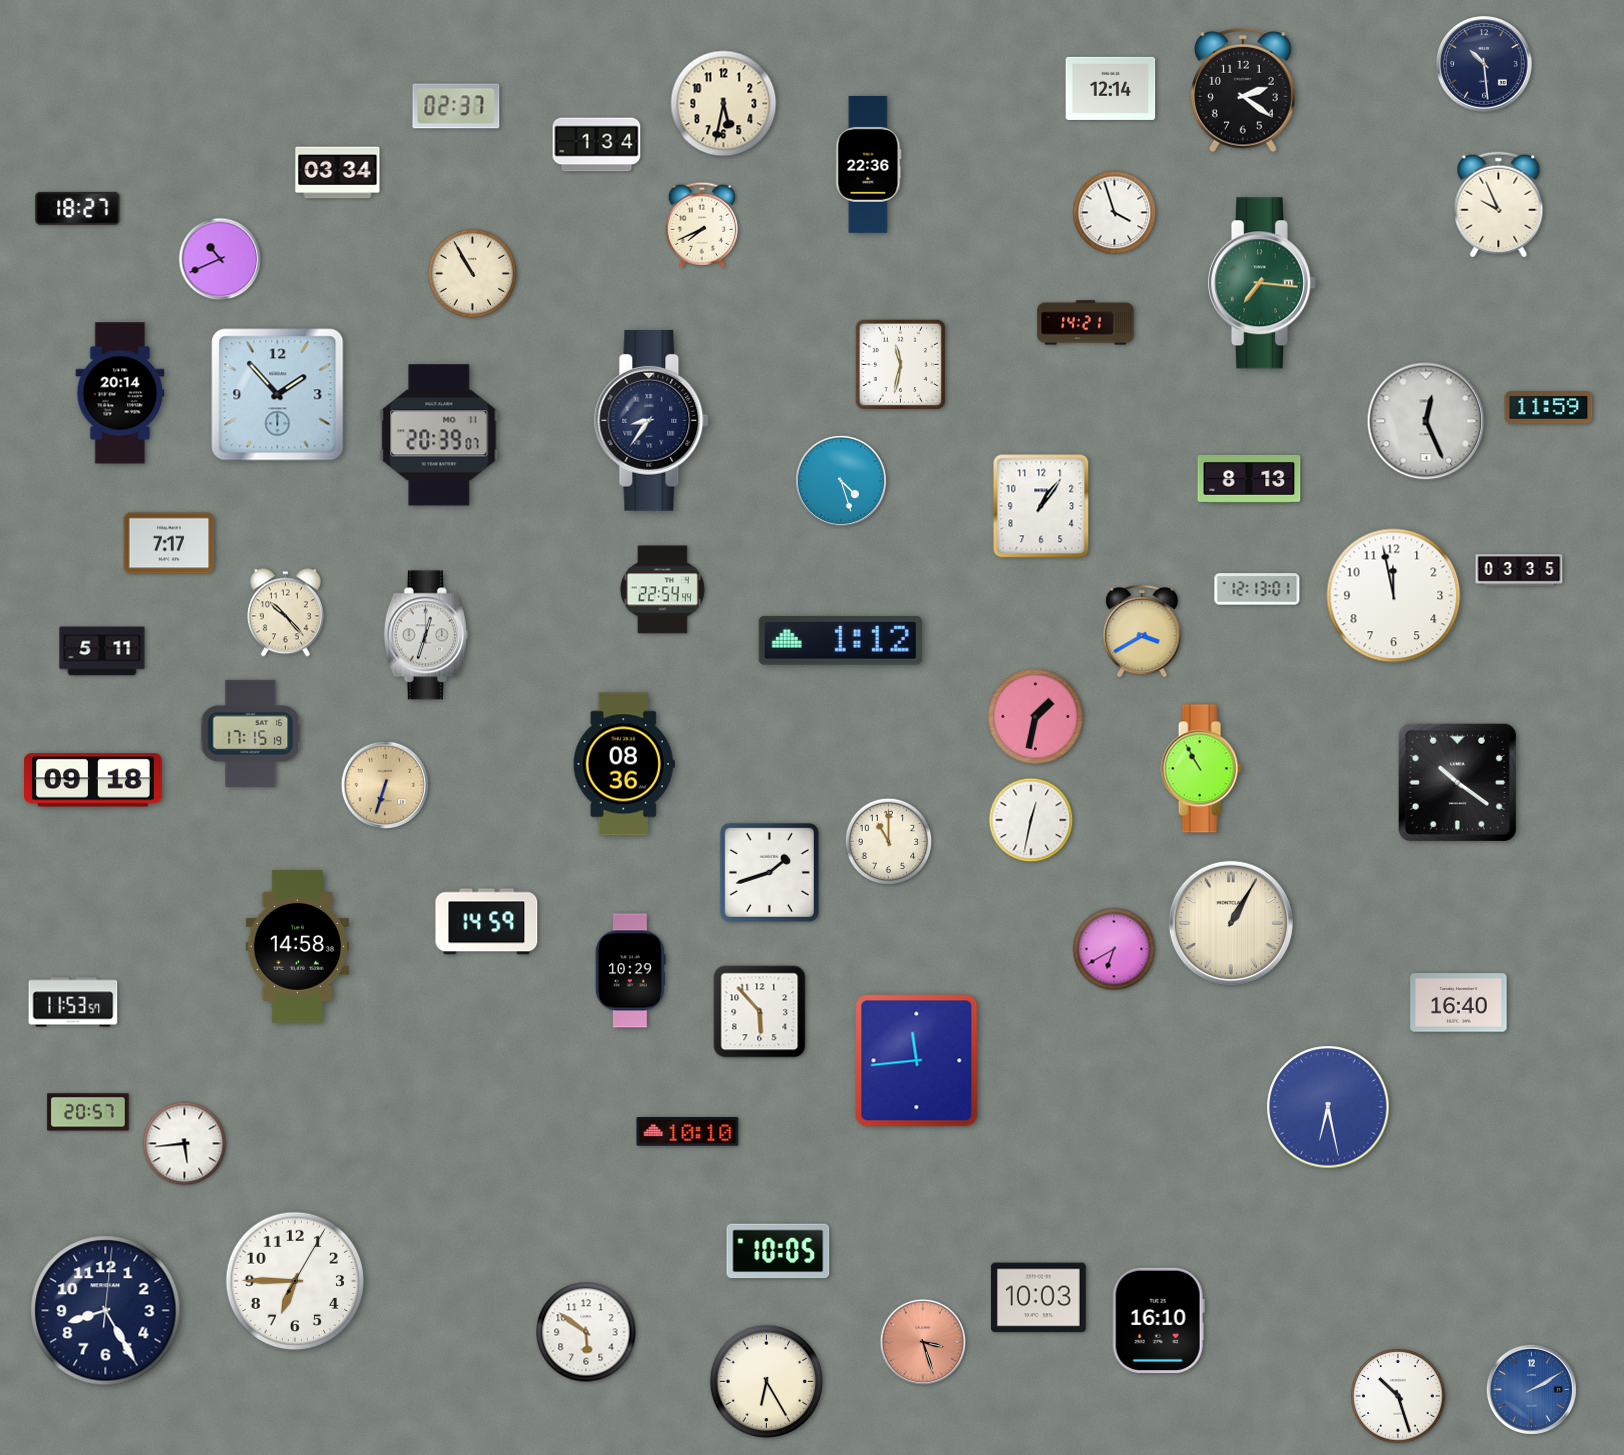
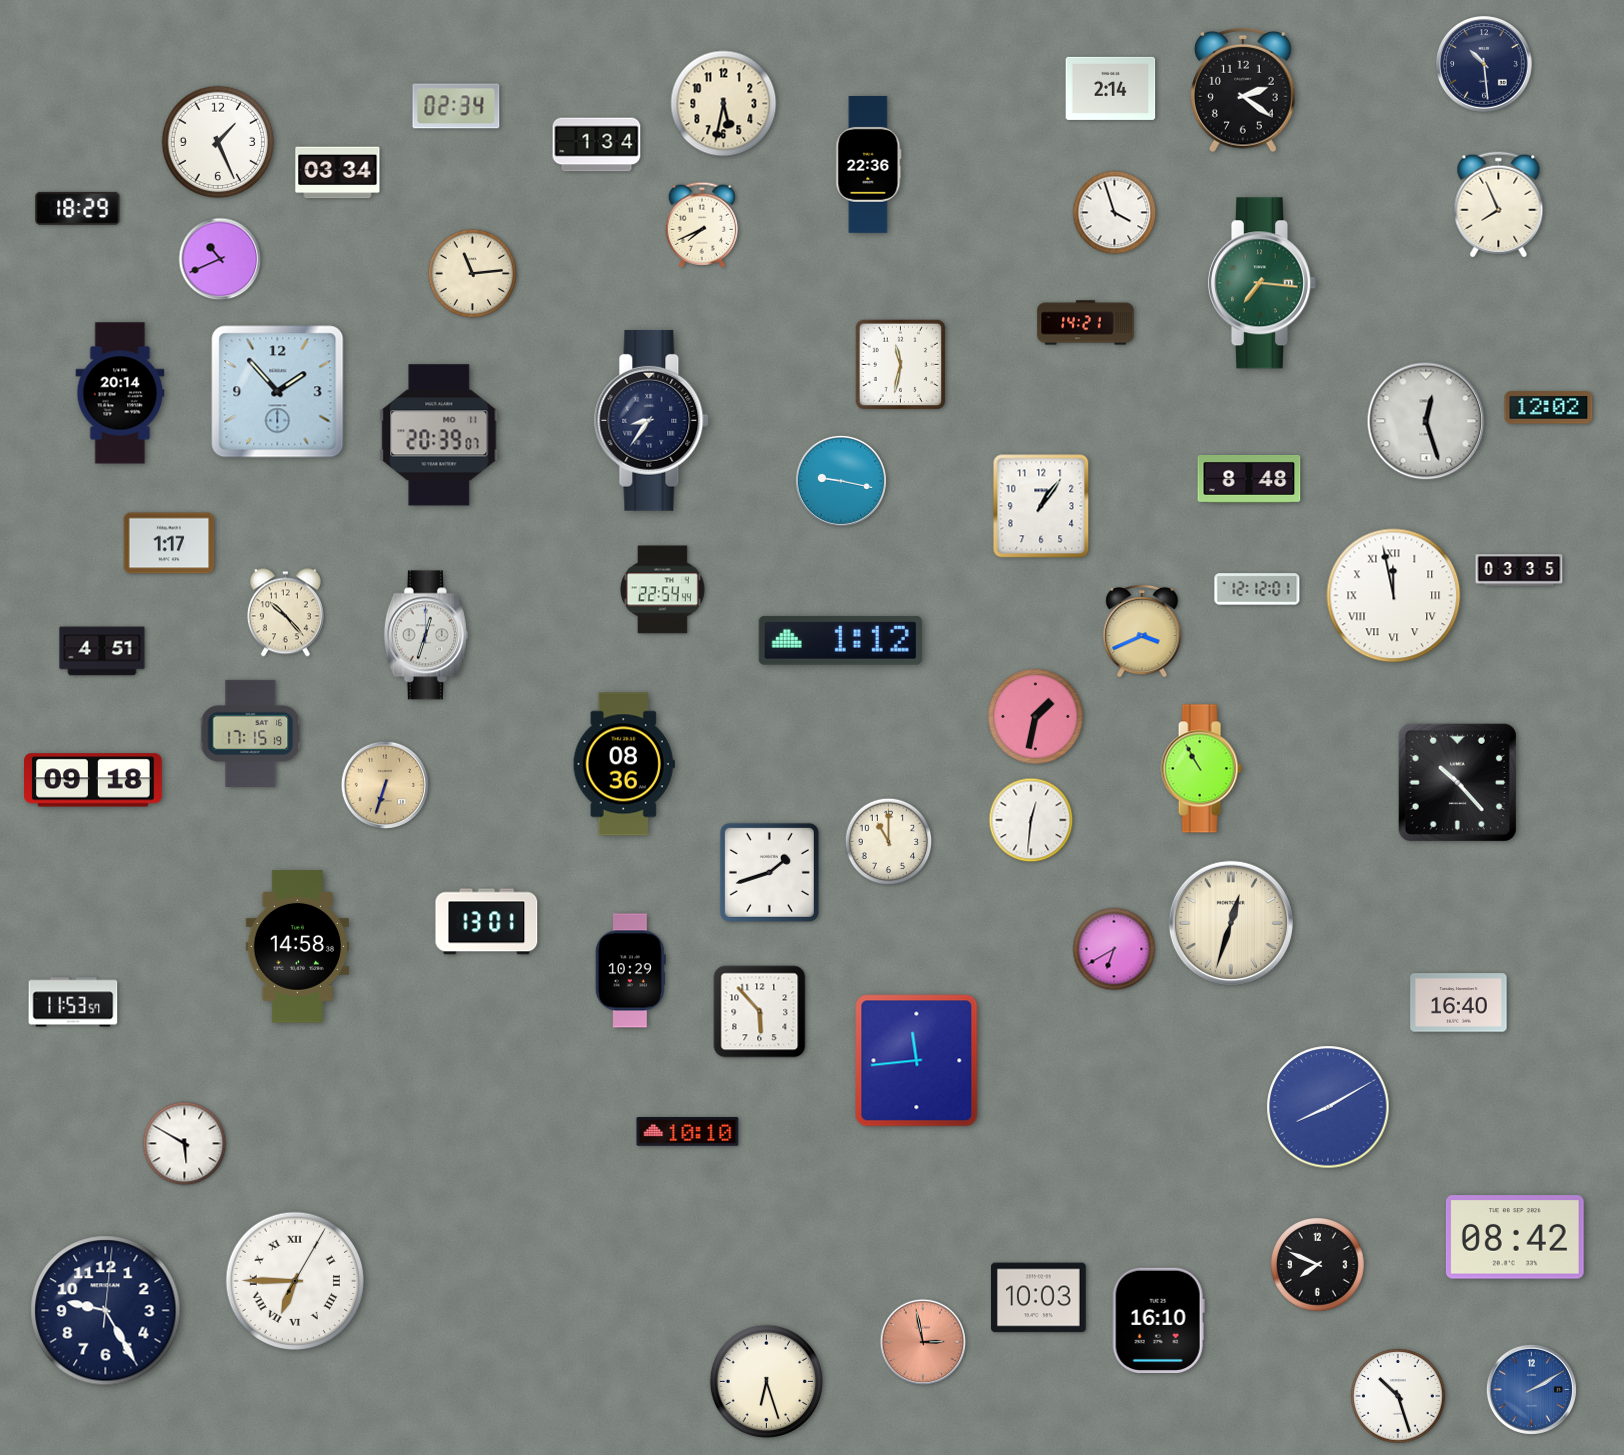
clock at (1111, 88): 12:14 -> 2:14
clock at (456, 106): 02:37 -> 02:34
clock at (218, 142): none -> 1:26
clock at (1499, 205): 9:56 -> 7:56
clock at (78, 208): 18:27 -> 18:29
clock at (472, 273): 10:55 -> 11:14
clock at (278, 395) position: (278, 395) -> (278, 392)
clock at (1549, 408): 11:59 -> 12:02
clock at (1426, 421): 12:26 -> 12:27
clock at (1249, 479): 8:13 -> 8:48
clock at (841, 481): 4:27 -> 9:17
clock at (169, 543): 7:17 -> 1:17
clock at (1257, 589): 12:13 -> 12:12
clock at (1394, 596) numerals: Arabic -> Roman
clock at (1142, 631): 3:40 -> 3:41
clock at (102, 651): 5:11 -> 4:51
clock at (1457, 782): 10:21 -> 10:23
clock at (1031, 820): 12:32 -> 12:31
clock at (487, 922): 14:59 -> 13:01
clock at (1231, 923): 1:05 -> 12:33
clock at (1328, 1107): 6:28 -> 8:10
clock at (88, 1112): 20:57 -> none
clock at (185, 1144): 5:44 -> 5:50
clock at (1515, 1237): none -> 08:42
clock at (778, 1251): 10:05 -> none
clock at (1318, 1265): none -> 7:49
clock at (294, 1280) numerals: Arabic -> Roman
clock at (106, 1311): 8:25 -> 9:25
clock at (586, 1332): 5:51 -> none
clock at (923, 1342): 3:27 -> 2:58
clock at (767, 1382): 6:25 -> 6:27
